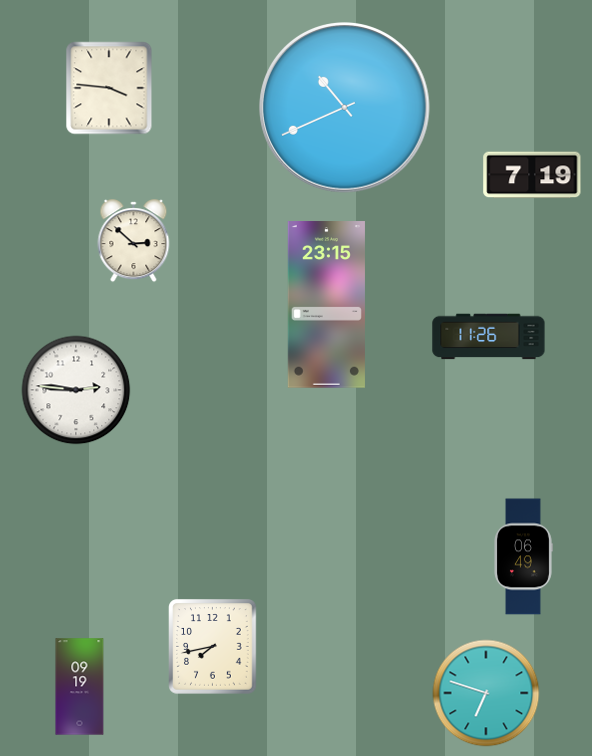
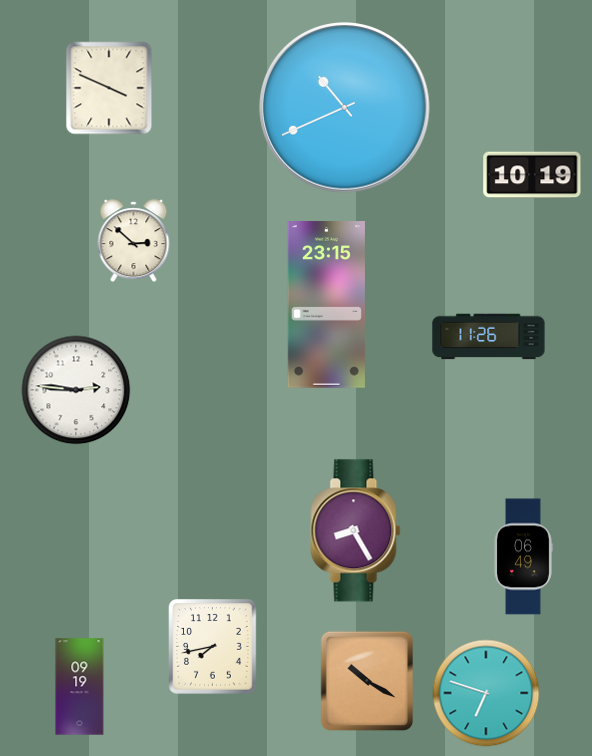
clock at (109, 88): 3:46 -> 3:49
clock at (532, 175): 7:19 -> 10:19
clock at (356, 531): none -> 8:25
clock at (367, 681): none -> 10:20
